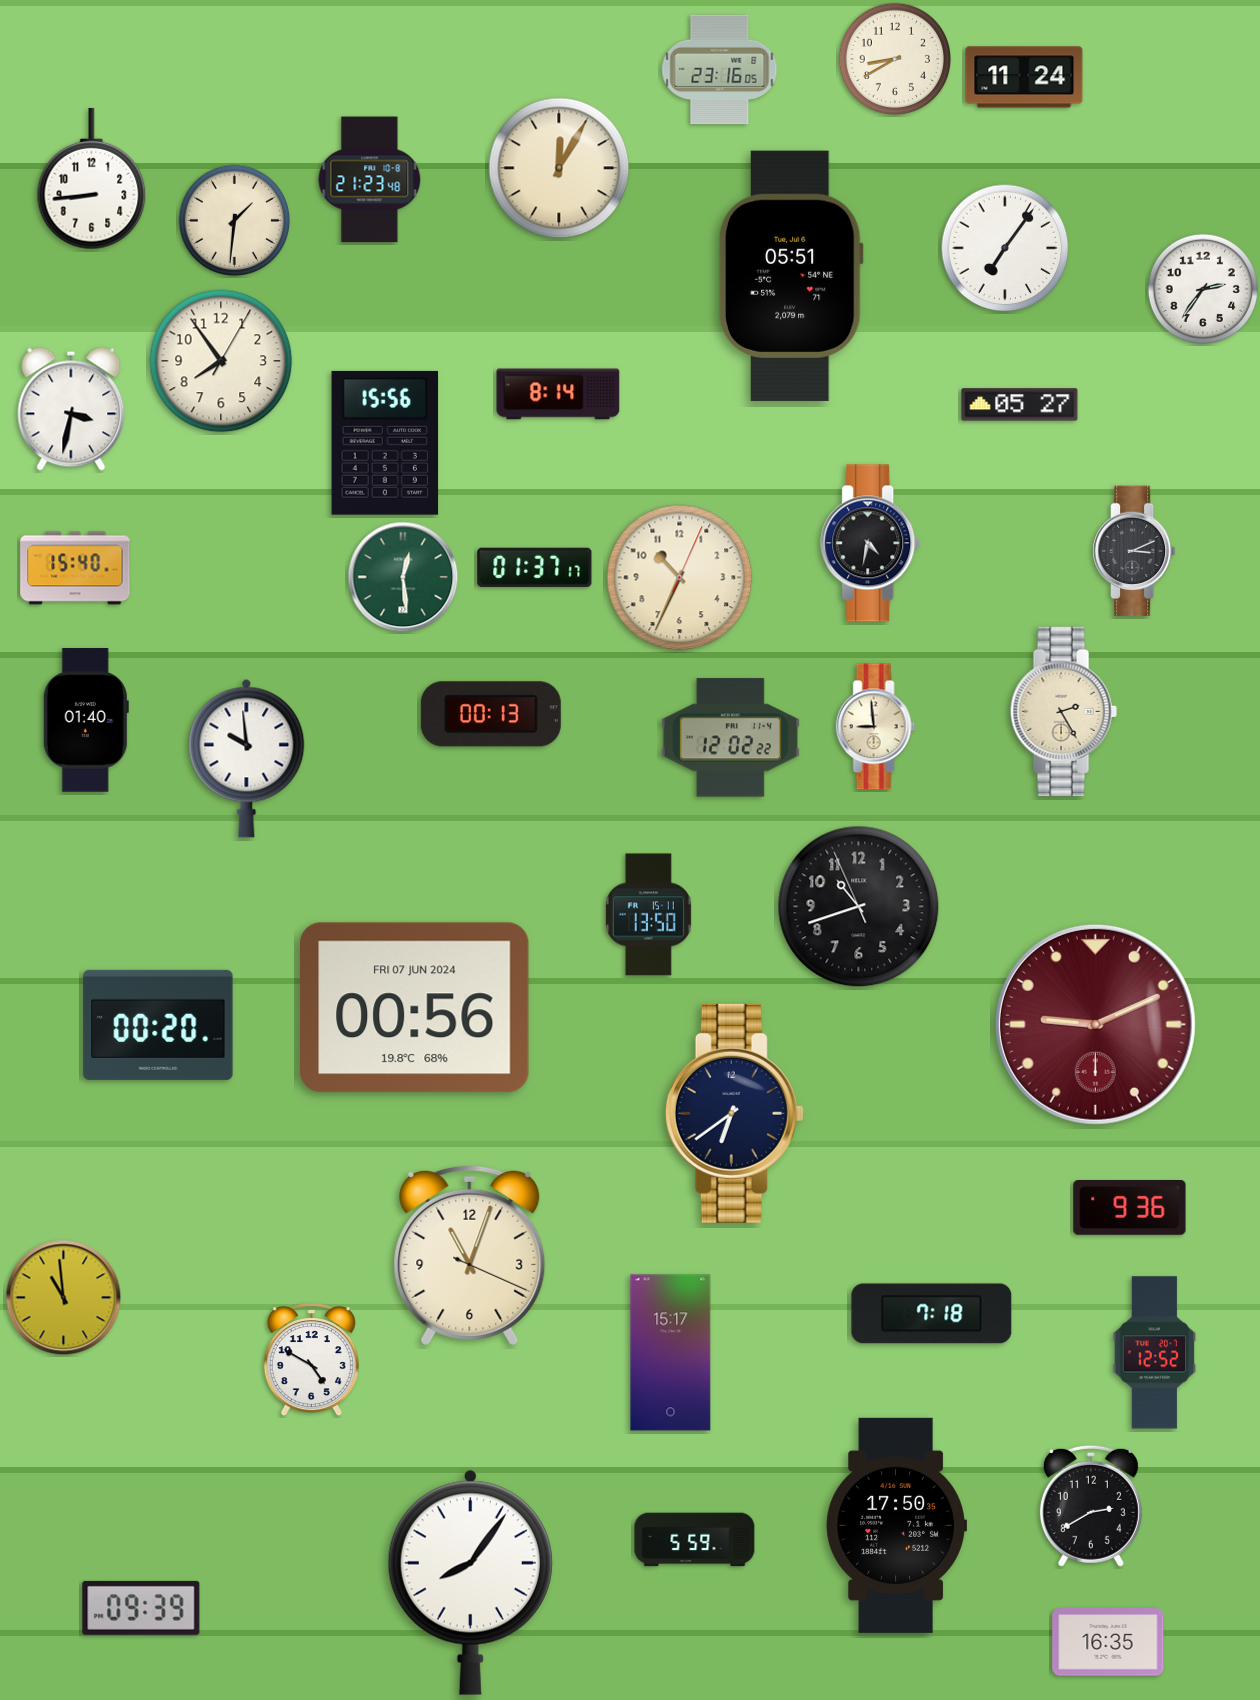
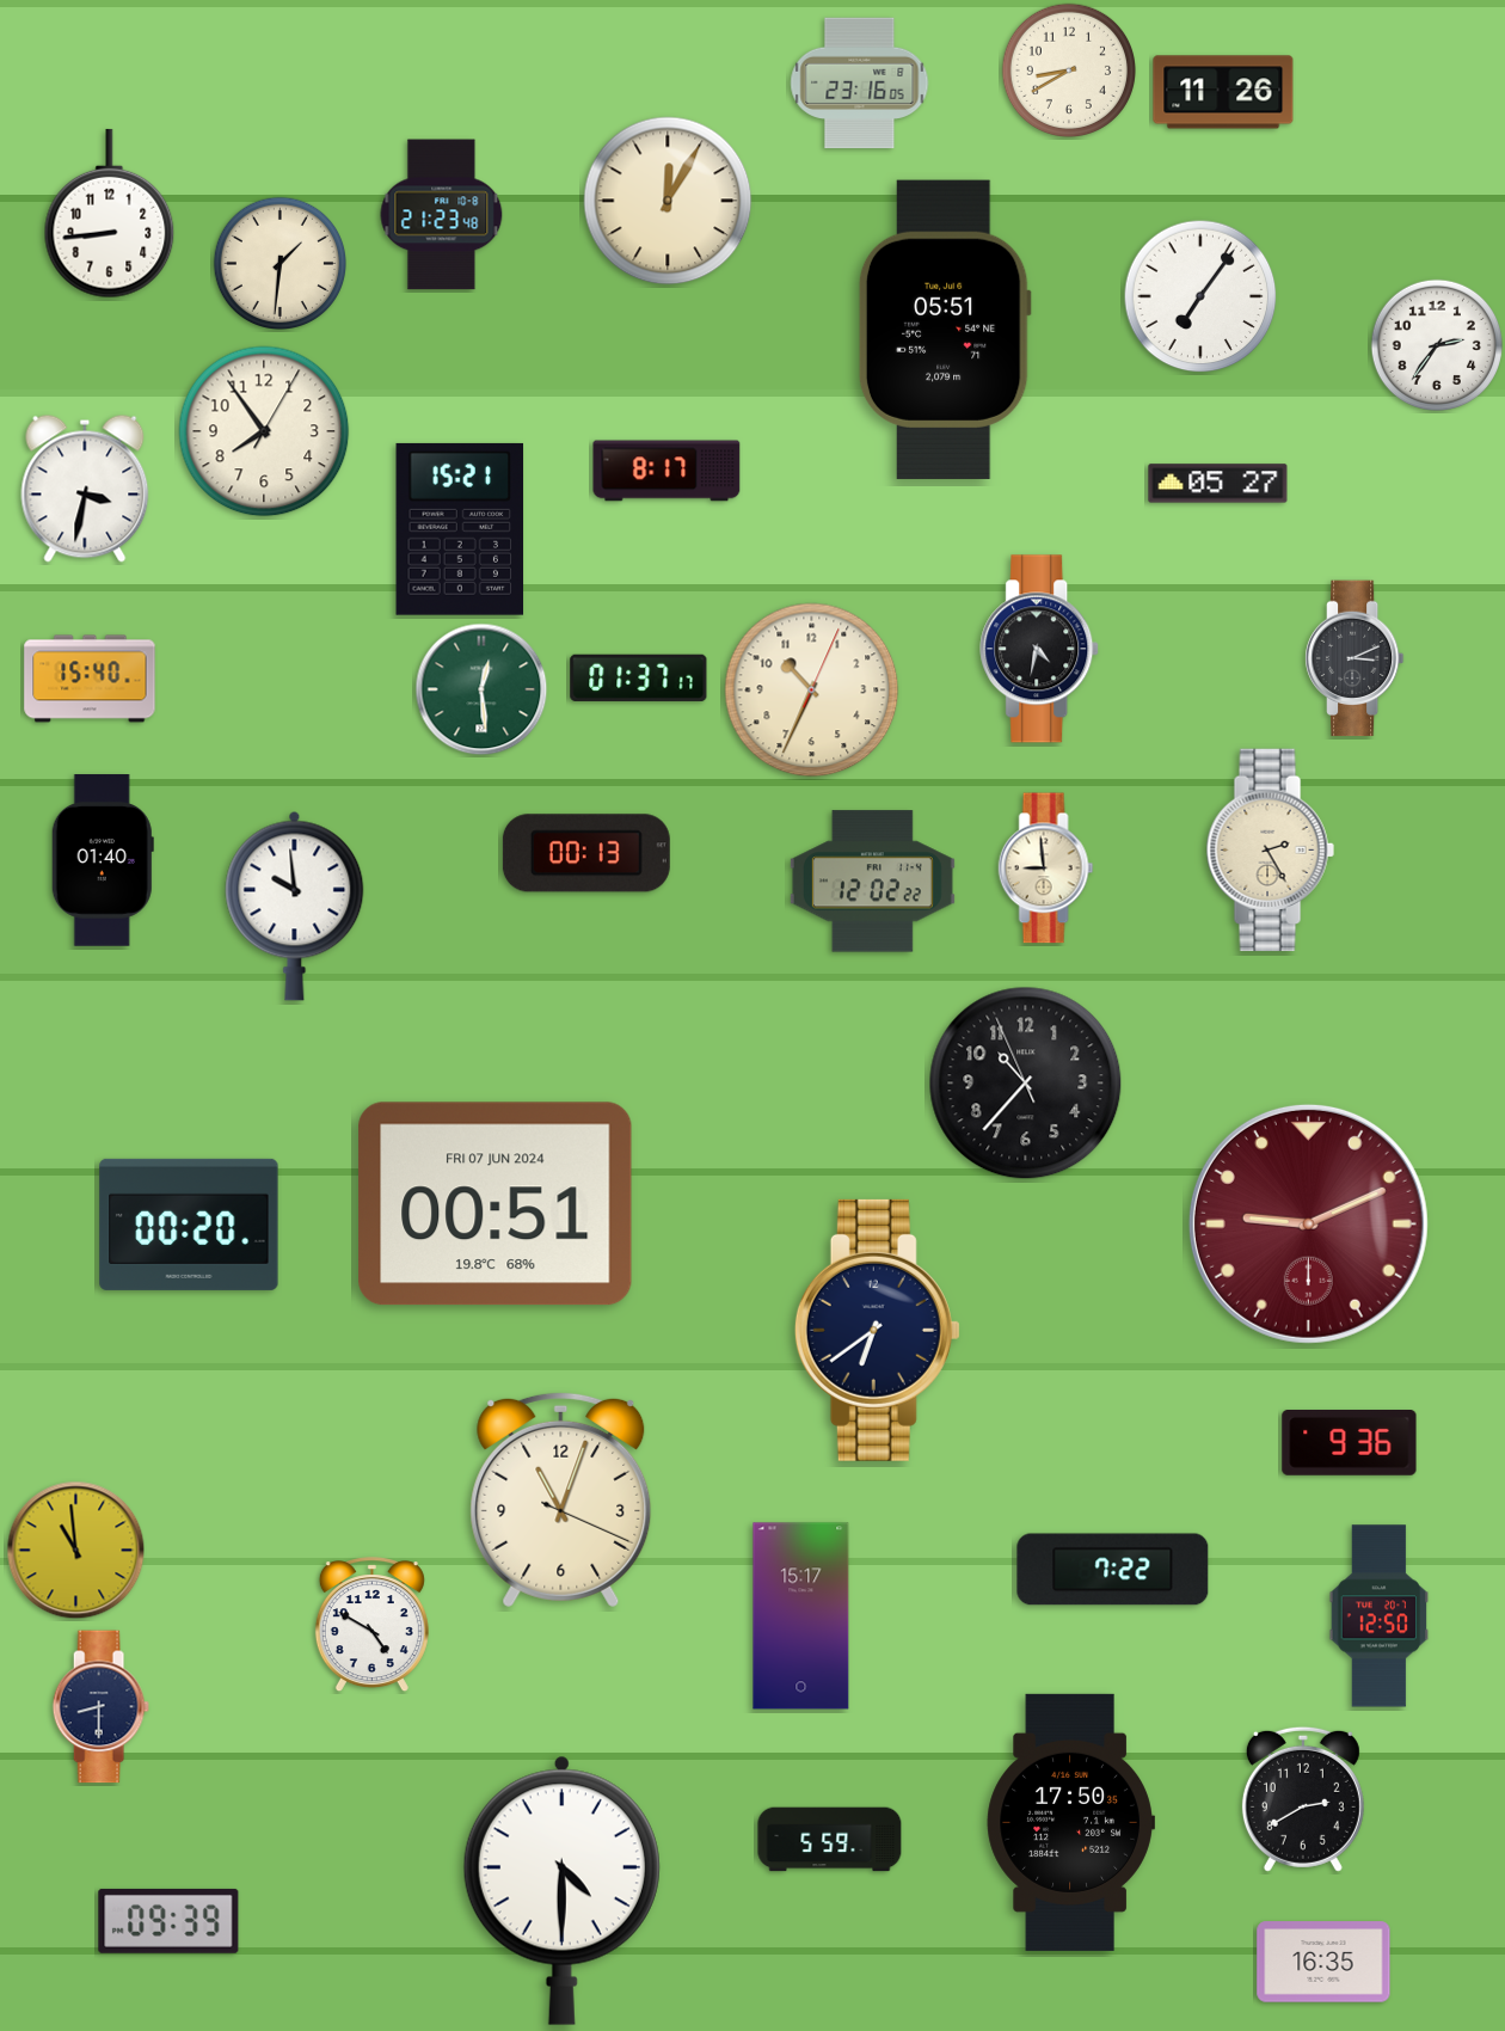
clock at (1024, 77): 11:24 -> 11:26
clock at (558, 394): 8:14 -> 8:17
clock at (385, 443): 15:56 -> 15:21
clock at (859, 907): 10:41 -> 10:36
clock at (648, 915): 13:50 -> none
clock at (415, 1008): 00:56 -> 00:51
clock at (932, 1314): 7:18 -> 7:22
clock at (1155, 1353): 12:52 -> 12:50
clock at (100, 1707): none -> 8:30
clock at (470, 1582): 8:06 -> 4:30
